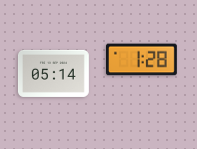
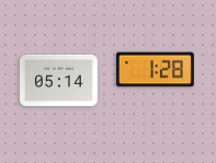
clock at (142, 60) position: (142, 60) -> (156, 70)
